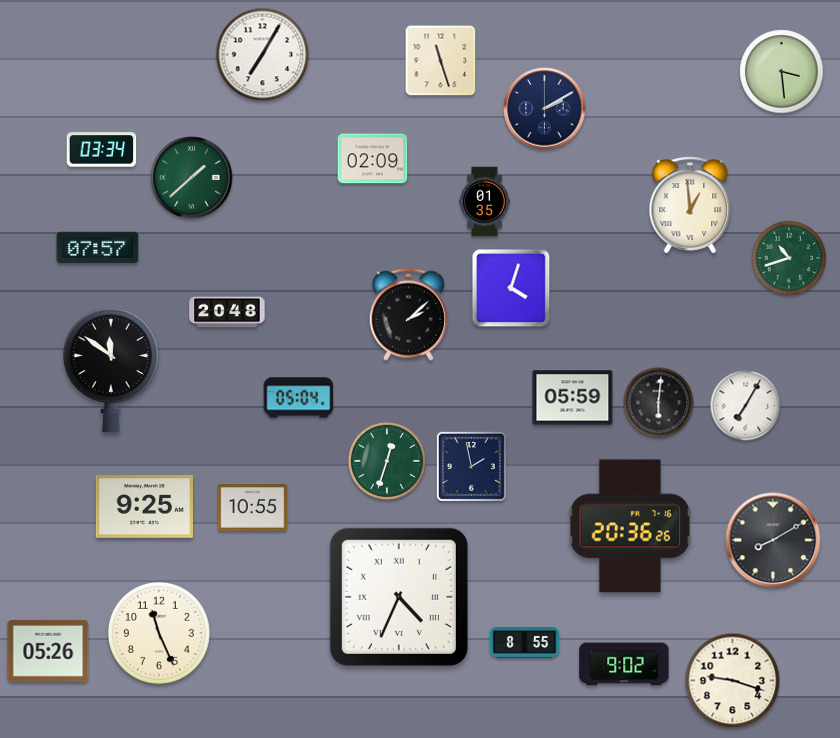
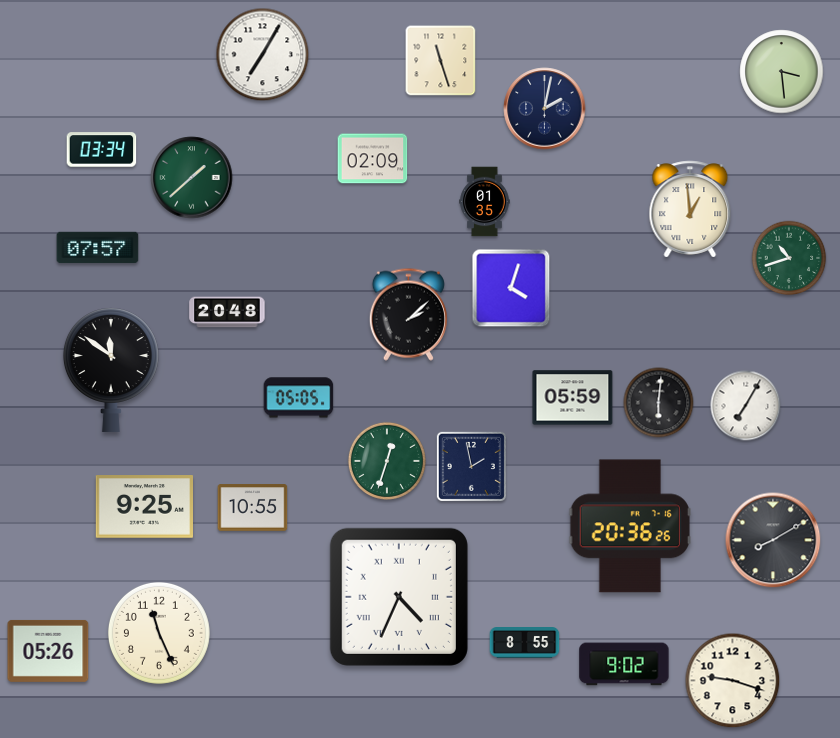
clock at (545, 109): 2:10 -> 2:02
clock at (690, 205) position: (690, 205) -> (690, 209)
clock at (299, 398): 05:04 -> 05:05
